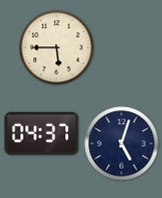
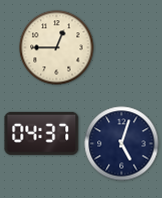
clock at (57, 48): 5:45 -> 12:45
